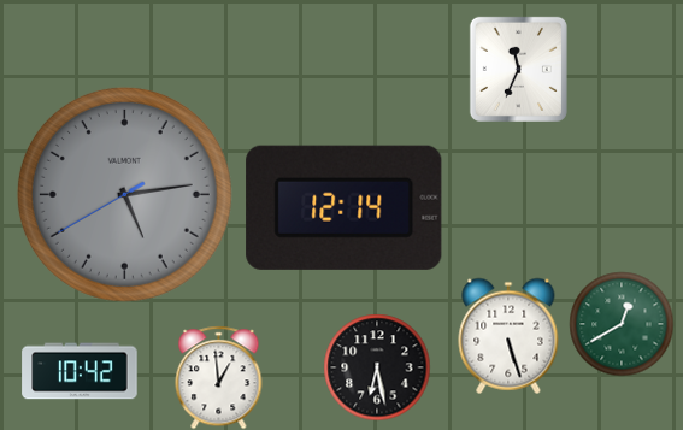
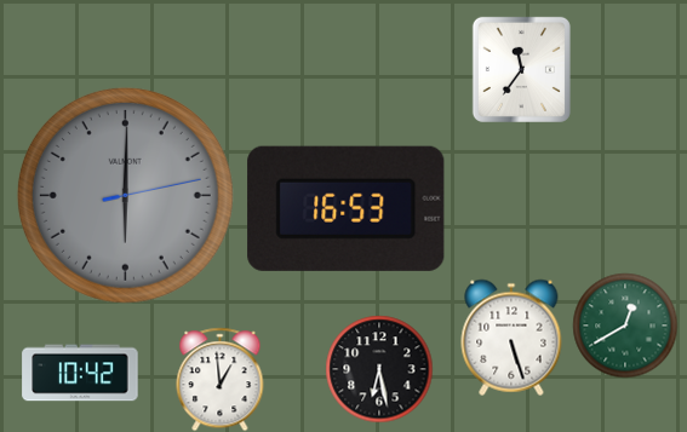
clock at (518, 69): 11:34 -> 11:36
clock at (124, 194): 5:13 -> 6:00
clock at (345, 207): 12:14 -> 16:53
